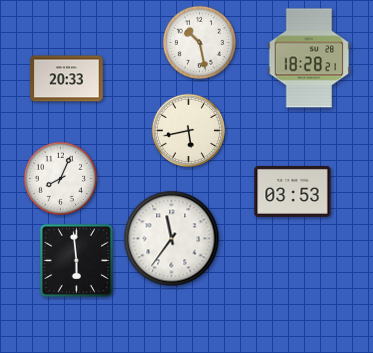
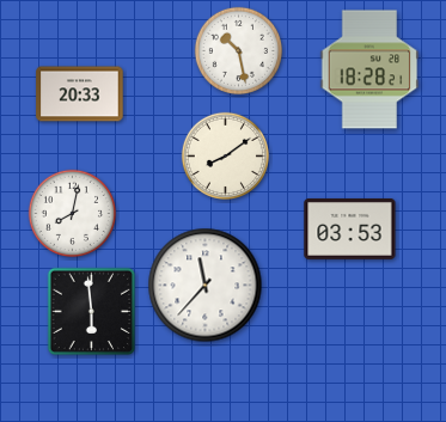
clock at (188, 130): 5:43 -> 8:09
clock at (60, 178): 8:04 -> 8:02
clock at (172, 239): 11:36 -> 11:37
